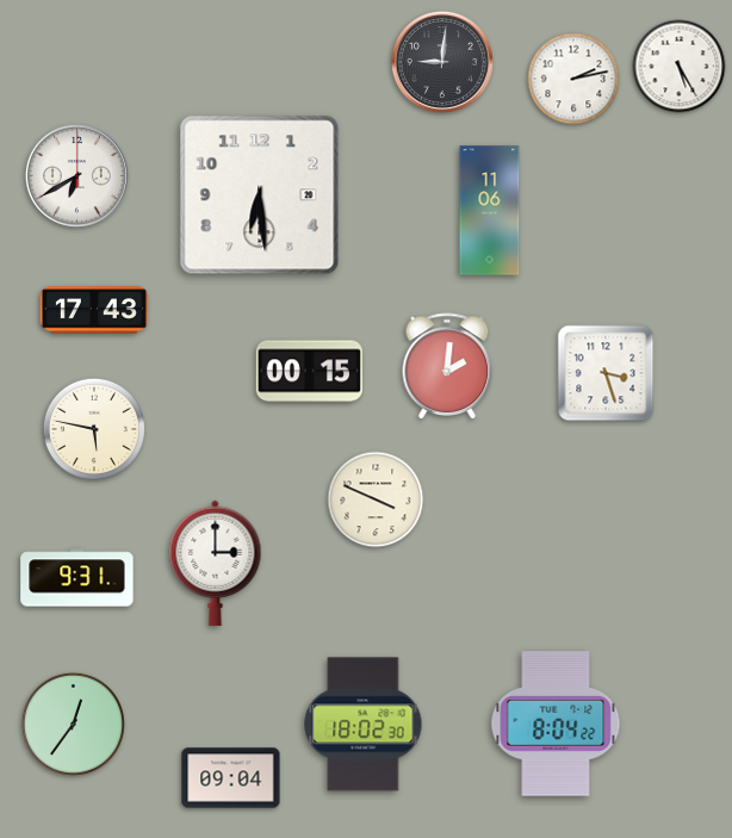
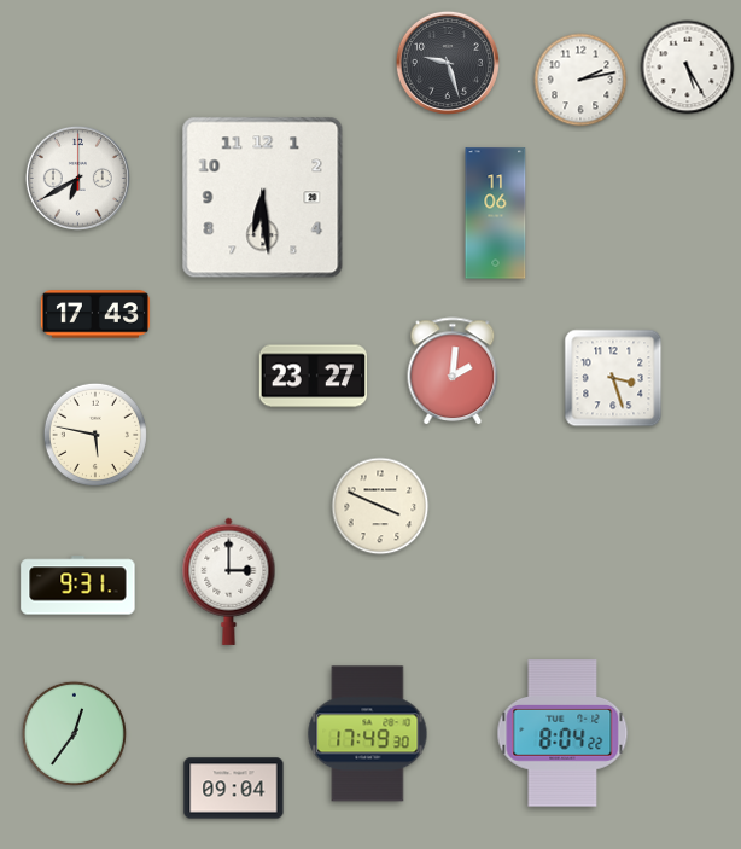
clock at (442, 62): 9:01 -> 9:27
clock at (309, 372): 00:15 -> 23:27
clock at (216, 563) position: (216, 563) -> (229, 581)
clock at (364, 725): 18:02 -> 17:49
